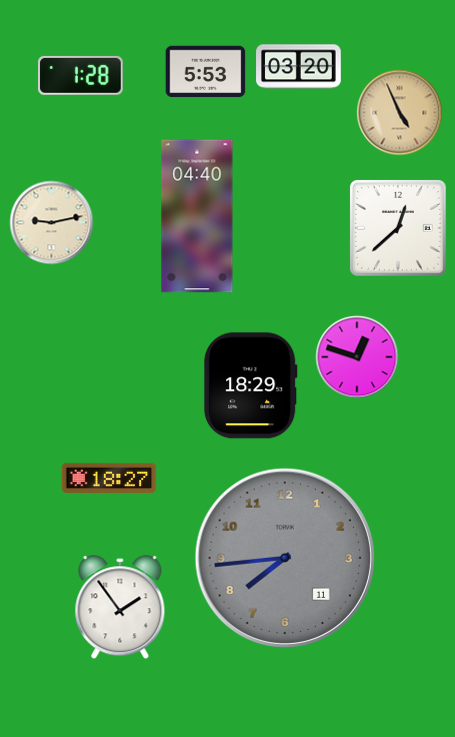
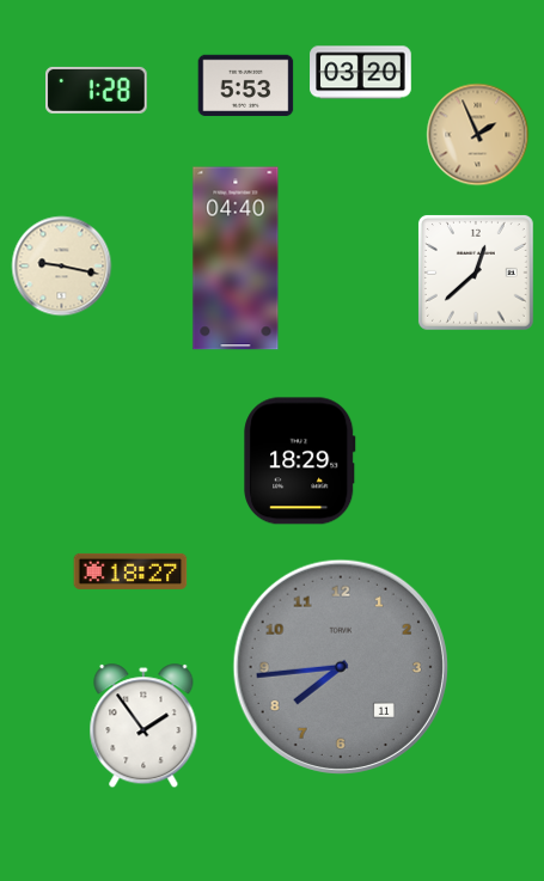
clock at (299, 67) position: (299, 67) -> (361, 73)
clock at (400, 113): 4:56 -> 1:56
clock at (52, 223): 9:13 -> 9:17
clock at (357, 357): 12:48 -> none
